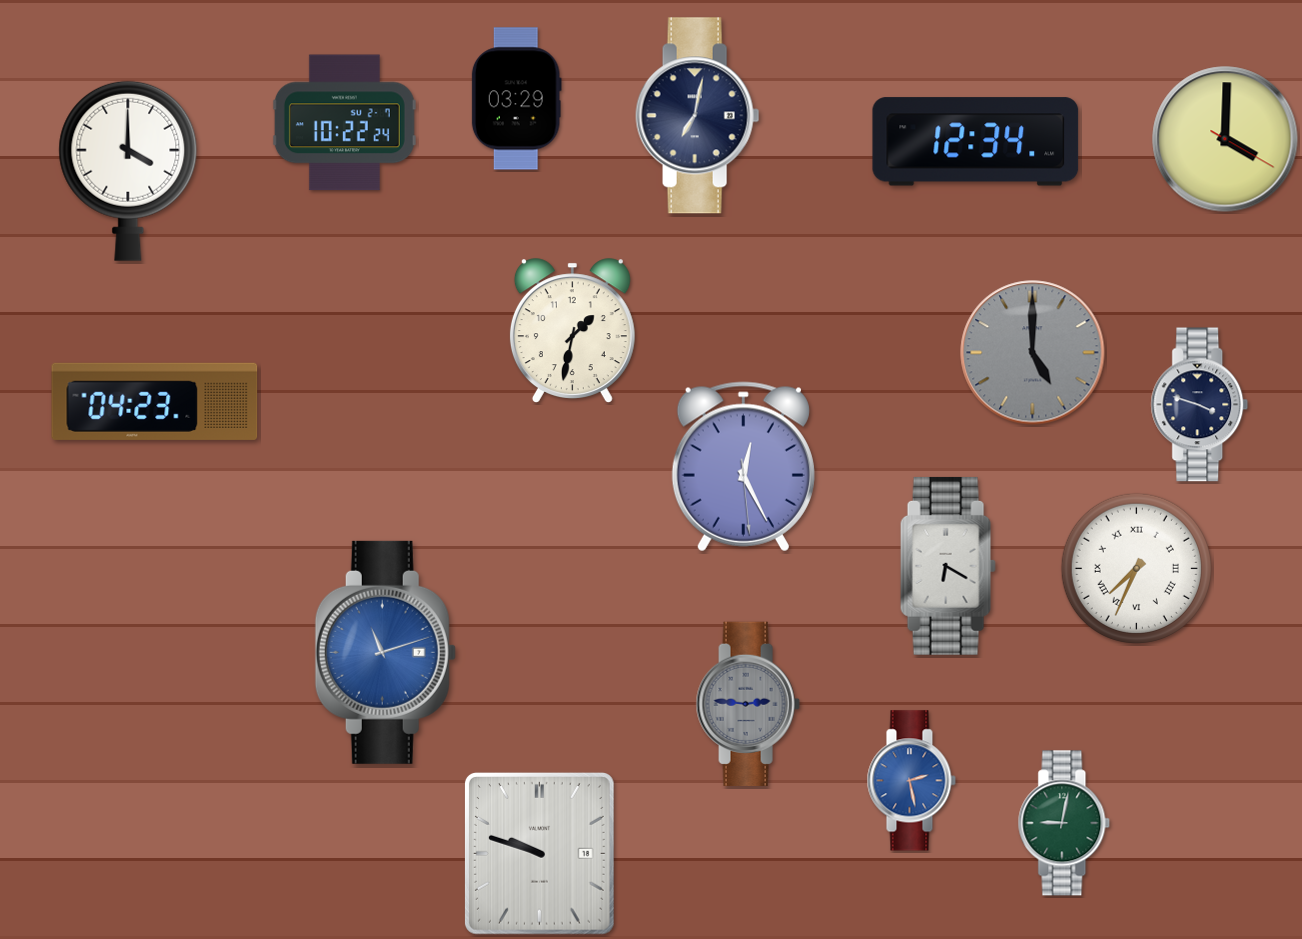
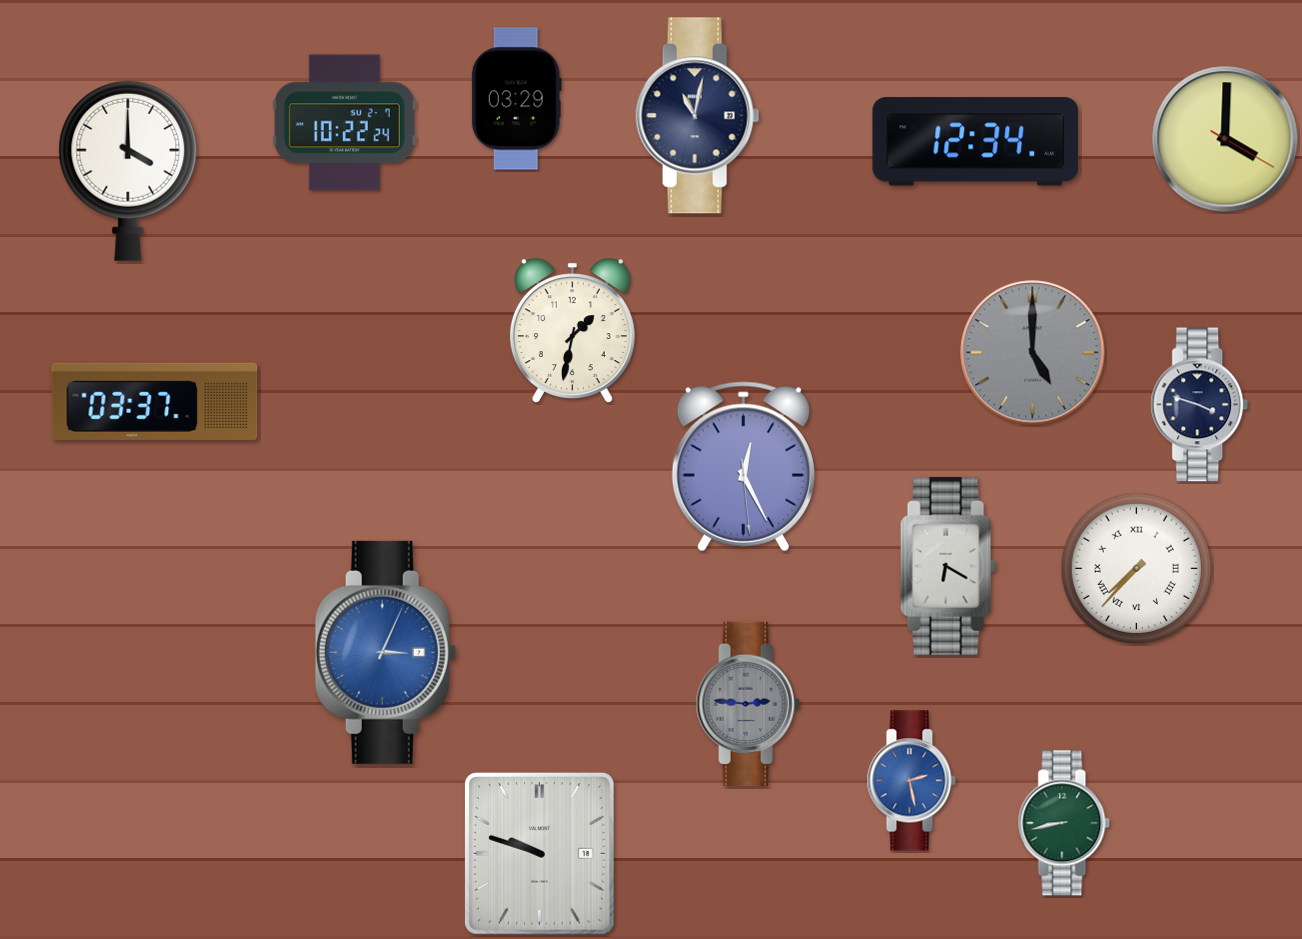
clock at (698, 116): 7:02 -> 11:02
clock at (155, 401): 04:23 -> 03:37
clock at (1136, 568): 7:34 -> 7:37
clock at (385, 652): 11:12 -> 3:04
clock at (1064, 823): 9:02 -> 8:43
